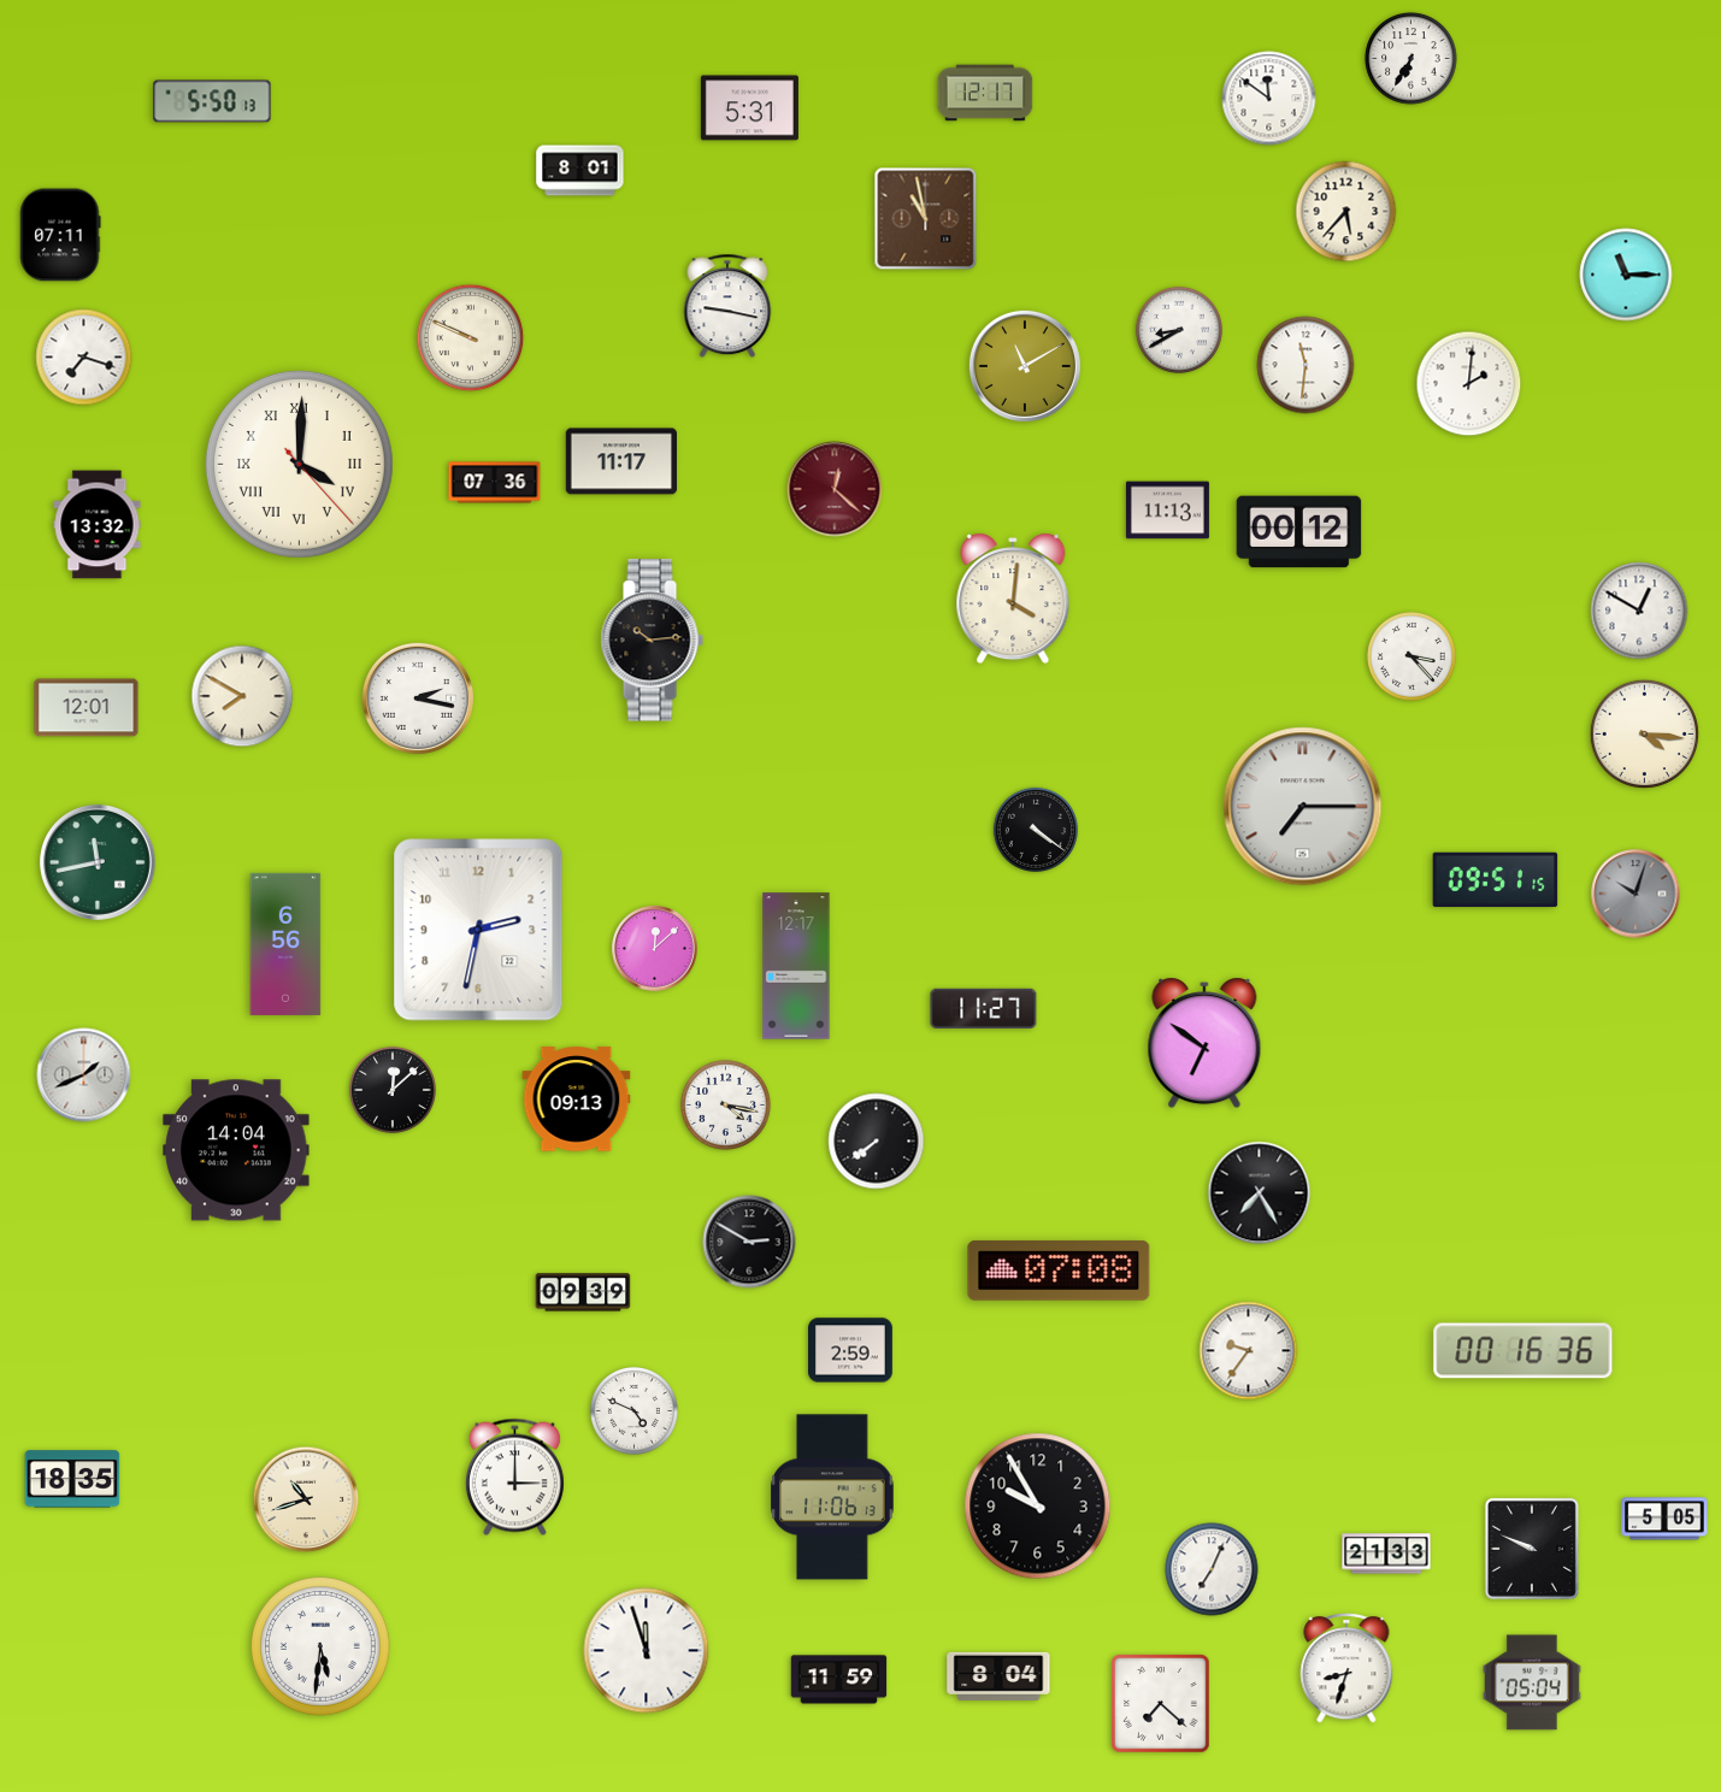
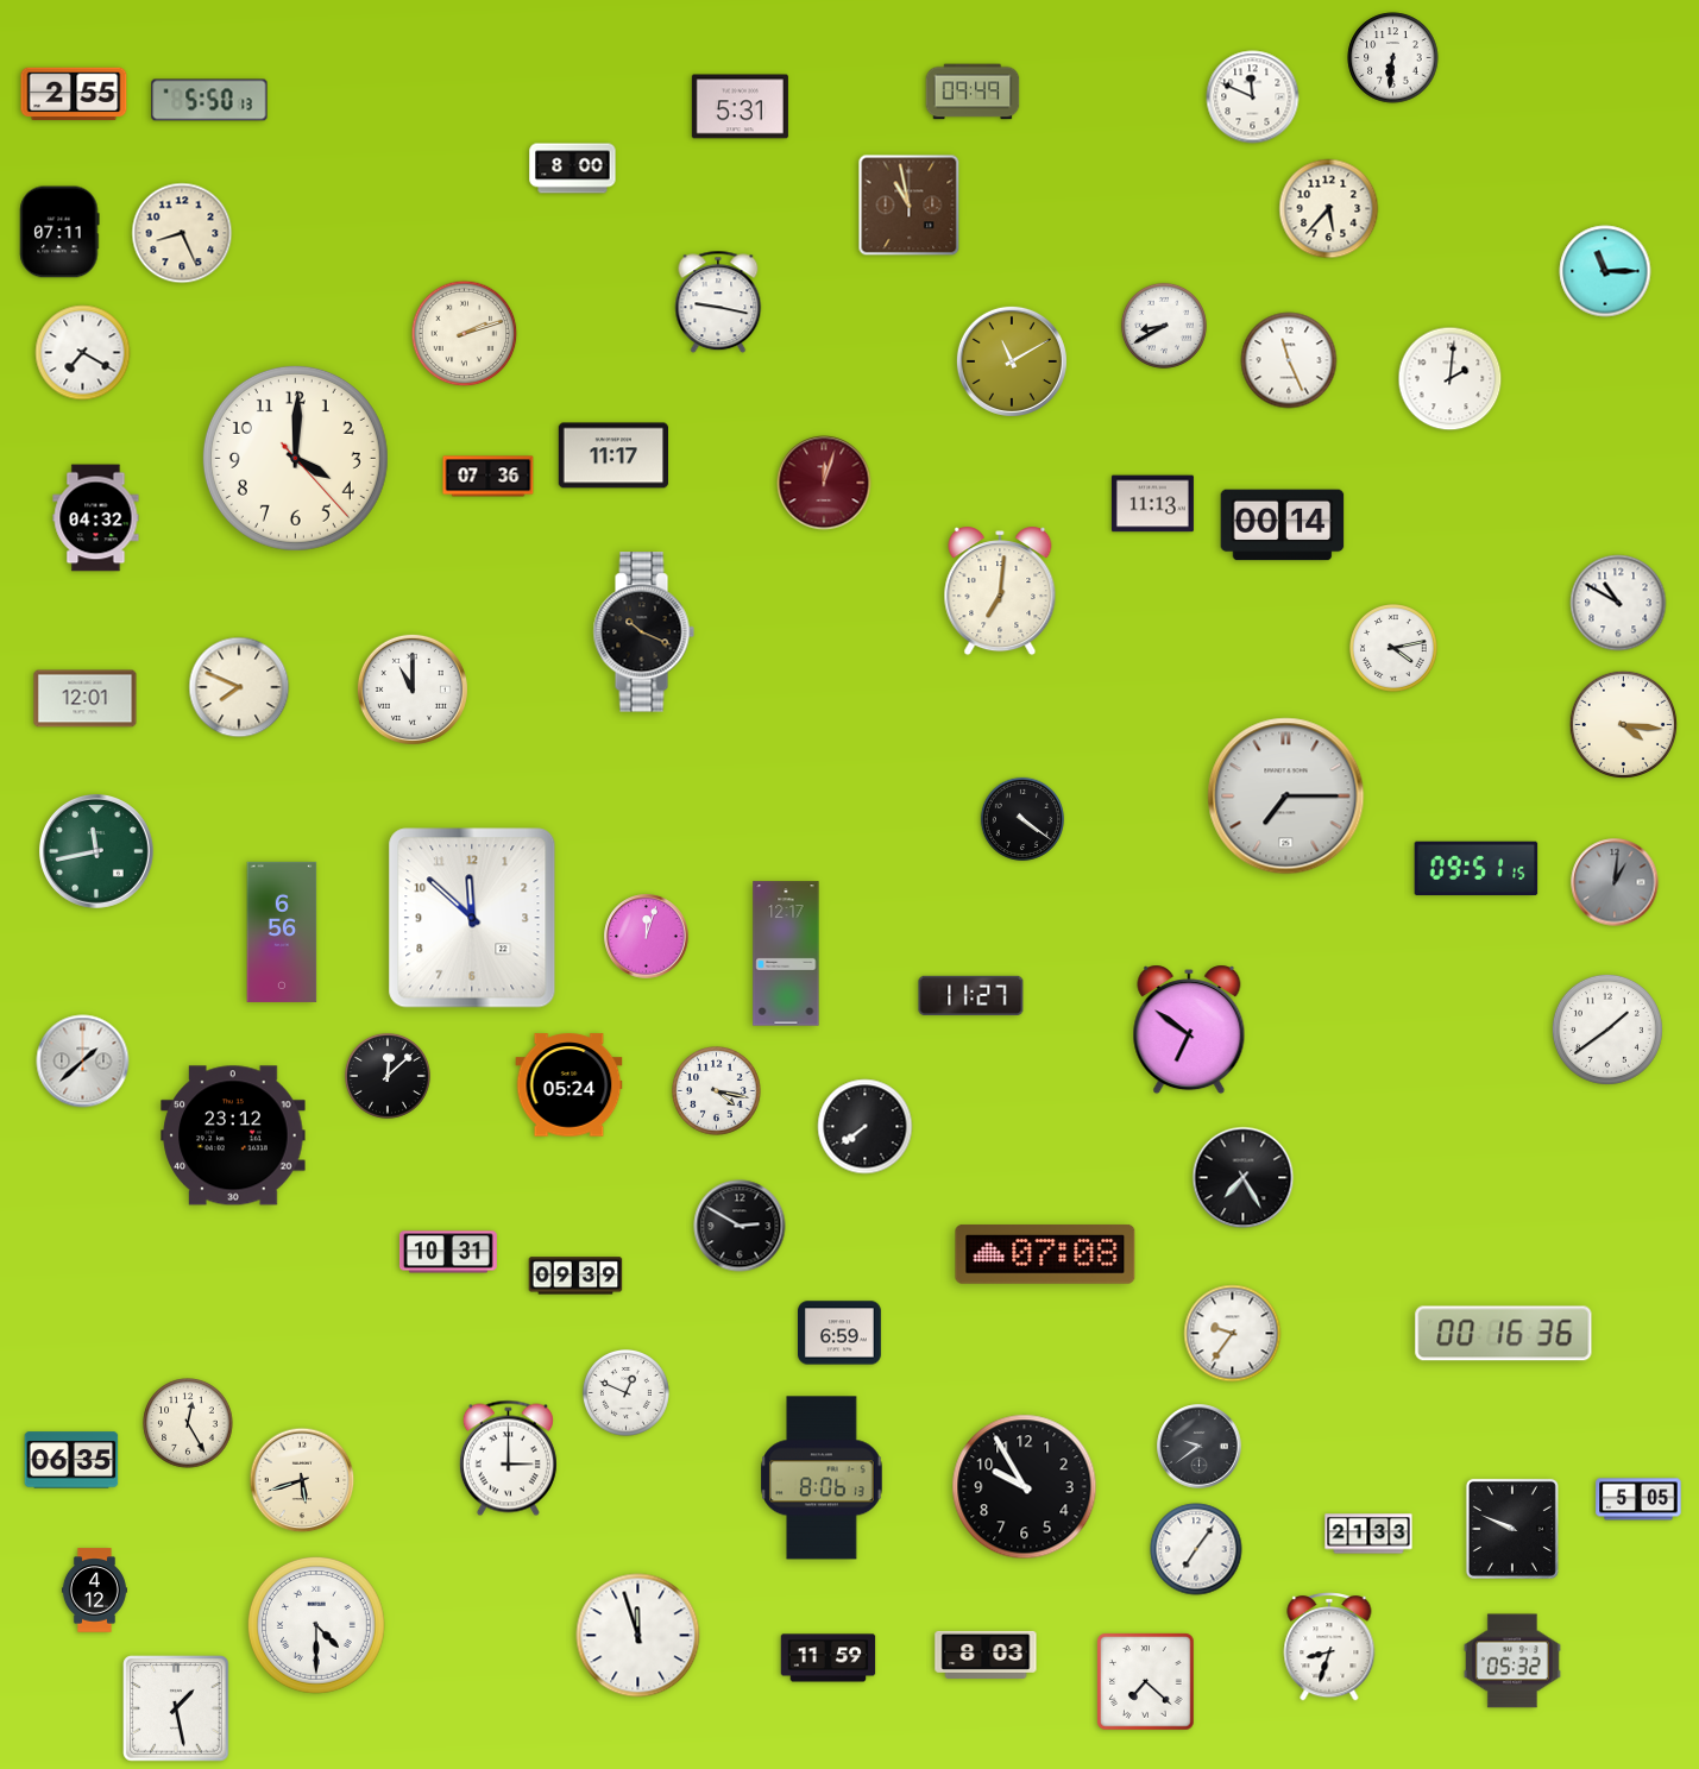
clock at (1411, 59): 6:35 -> 6:31
clock at (985, 93): 12:17 -> 09:49
clock at (74, 94): none -> 2:55
clock at (1269, 99): 11:51 -> 11:49
clock at (580, 171): 8:01 -> 8:00
clock at (926, 219) position: (926, 219) -> (910, 206)
clock at (182, 233): none -> 8:26
clock at (471, 338): 9:49 -> 2:12
clock at (84, 358): 7:18 -> 7:20
clock at (1306, 365): 11:31 -> 11:26
clock at (299, 464) numerals: Roman -> Arabic
clock at (835, 489): 12:22 -> 12:03
clock at (98, 525): 13:32 -> 04:32
clock at (1299, 532): 00:12 -> 00:14
clock at (1013, 599): 4:01 -> 7:01
clock at (1639, 611): 12:50 -> 10:50
clock at (652, 641): 10:14 -> 10:19
clock at (1413, 658): 3:23 -> 4:13
clock at (242, 696): 7:50 -> 7:49
clock at (418, 698): 2:17 -> 11:00
clock at (1635, 894): 10:03 -> 1:01
clock at (478, 930): 2:32 -> 11:52
clock at (655, 949): 12:08 -> 12:03
clock at (1607, 1030): none -> 1:39
clock at (84, 1075): 1:41 -> 1:38
clock at (577, 1100): 09:13 -> 05:24
clock at (236, 1150): 14:04 -> 23:12
clock at (448, 1252): none -> 10:31
clock at (851, 1350): 2:59 -> 6:59
clock at (633, 1410): 4:49 -> 12:49
clock at (188, 1423): none -> 12:25
clock at (1200, 1447): none -> 9:39
clock at (72, 1479): 18:35 -> 06:35
clock at (832, 1497): 11:06 -> 8:06
clock at (306, 1499): 10:42 -> 5:42
clock at (1664, 1519) position: (1664, 1519) -> (1638, 1499)
clock at (1212, 1569): 7:04 -> 7:06
clock at (94, 1591): none -> 4:12
clock at (320, 1646): 5:31 -> 4:30
clock at (647, 1651) position: (647, 1651) -> (638, 1636)
clock at (998, 1676): 8:04 -> 8:03
clock at (1532, 1682): 05:04 -> 05:32
clock at (176, 1708): none -> 1:28
